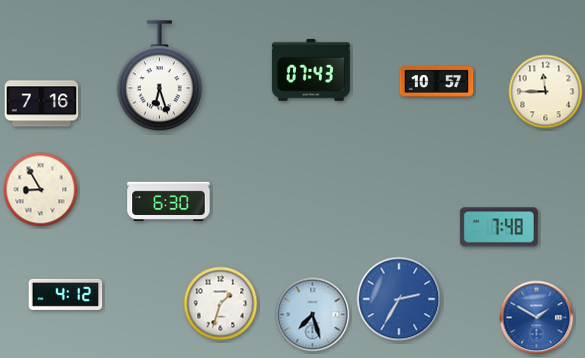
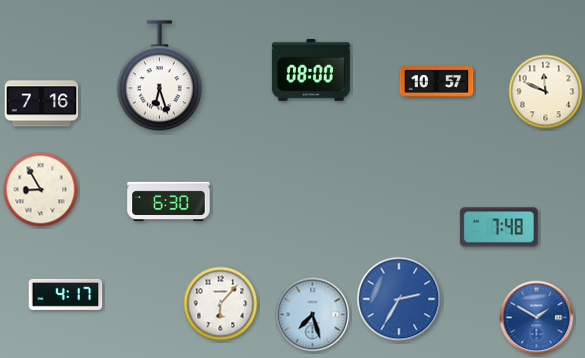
clock at (311, 70): 07:43 -> 08:00
clock at (546, 92): 11:45 -> 11:49
clock at (66, 294): 4:12 -> 4:17
clock at (221, 304): 1:33 -> 6:07
